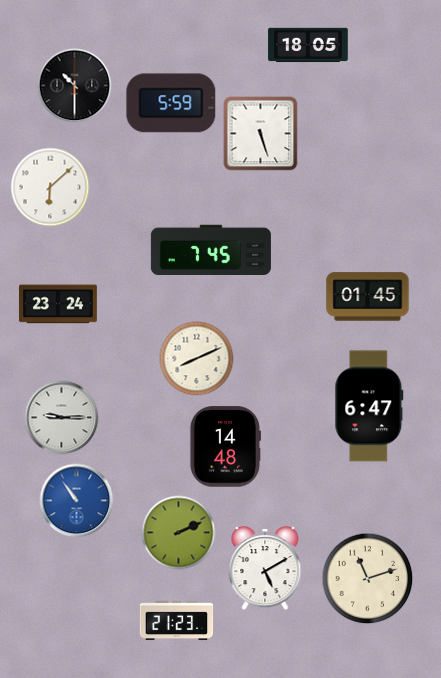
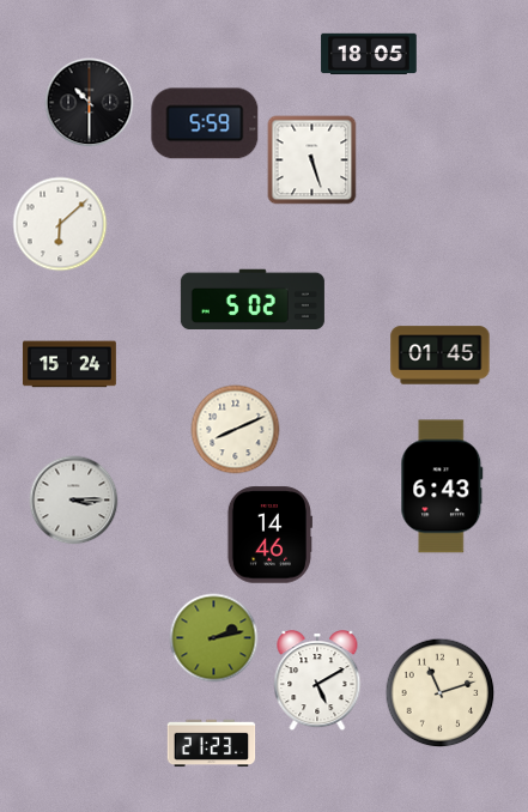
clock at (211, 250): 7:45 -> 5:02
clock at (58, 304): 23:24 -> 15:24
clock at (369, 406): 6:47 -> 6:43
clock at (62, 418): 9:15 -> 3:15
clock at (225, 447): 14:48 -> 14:46
clock at (77, 501): 10:54 -> none
clock at (179, 533): 2:11 -> 2:13
